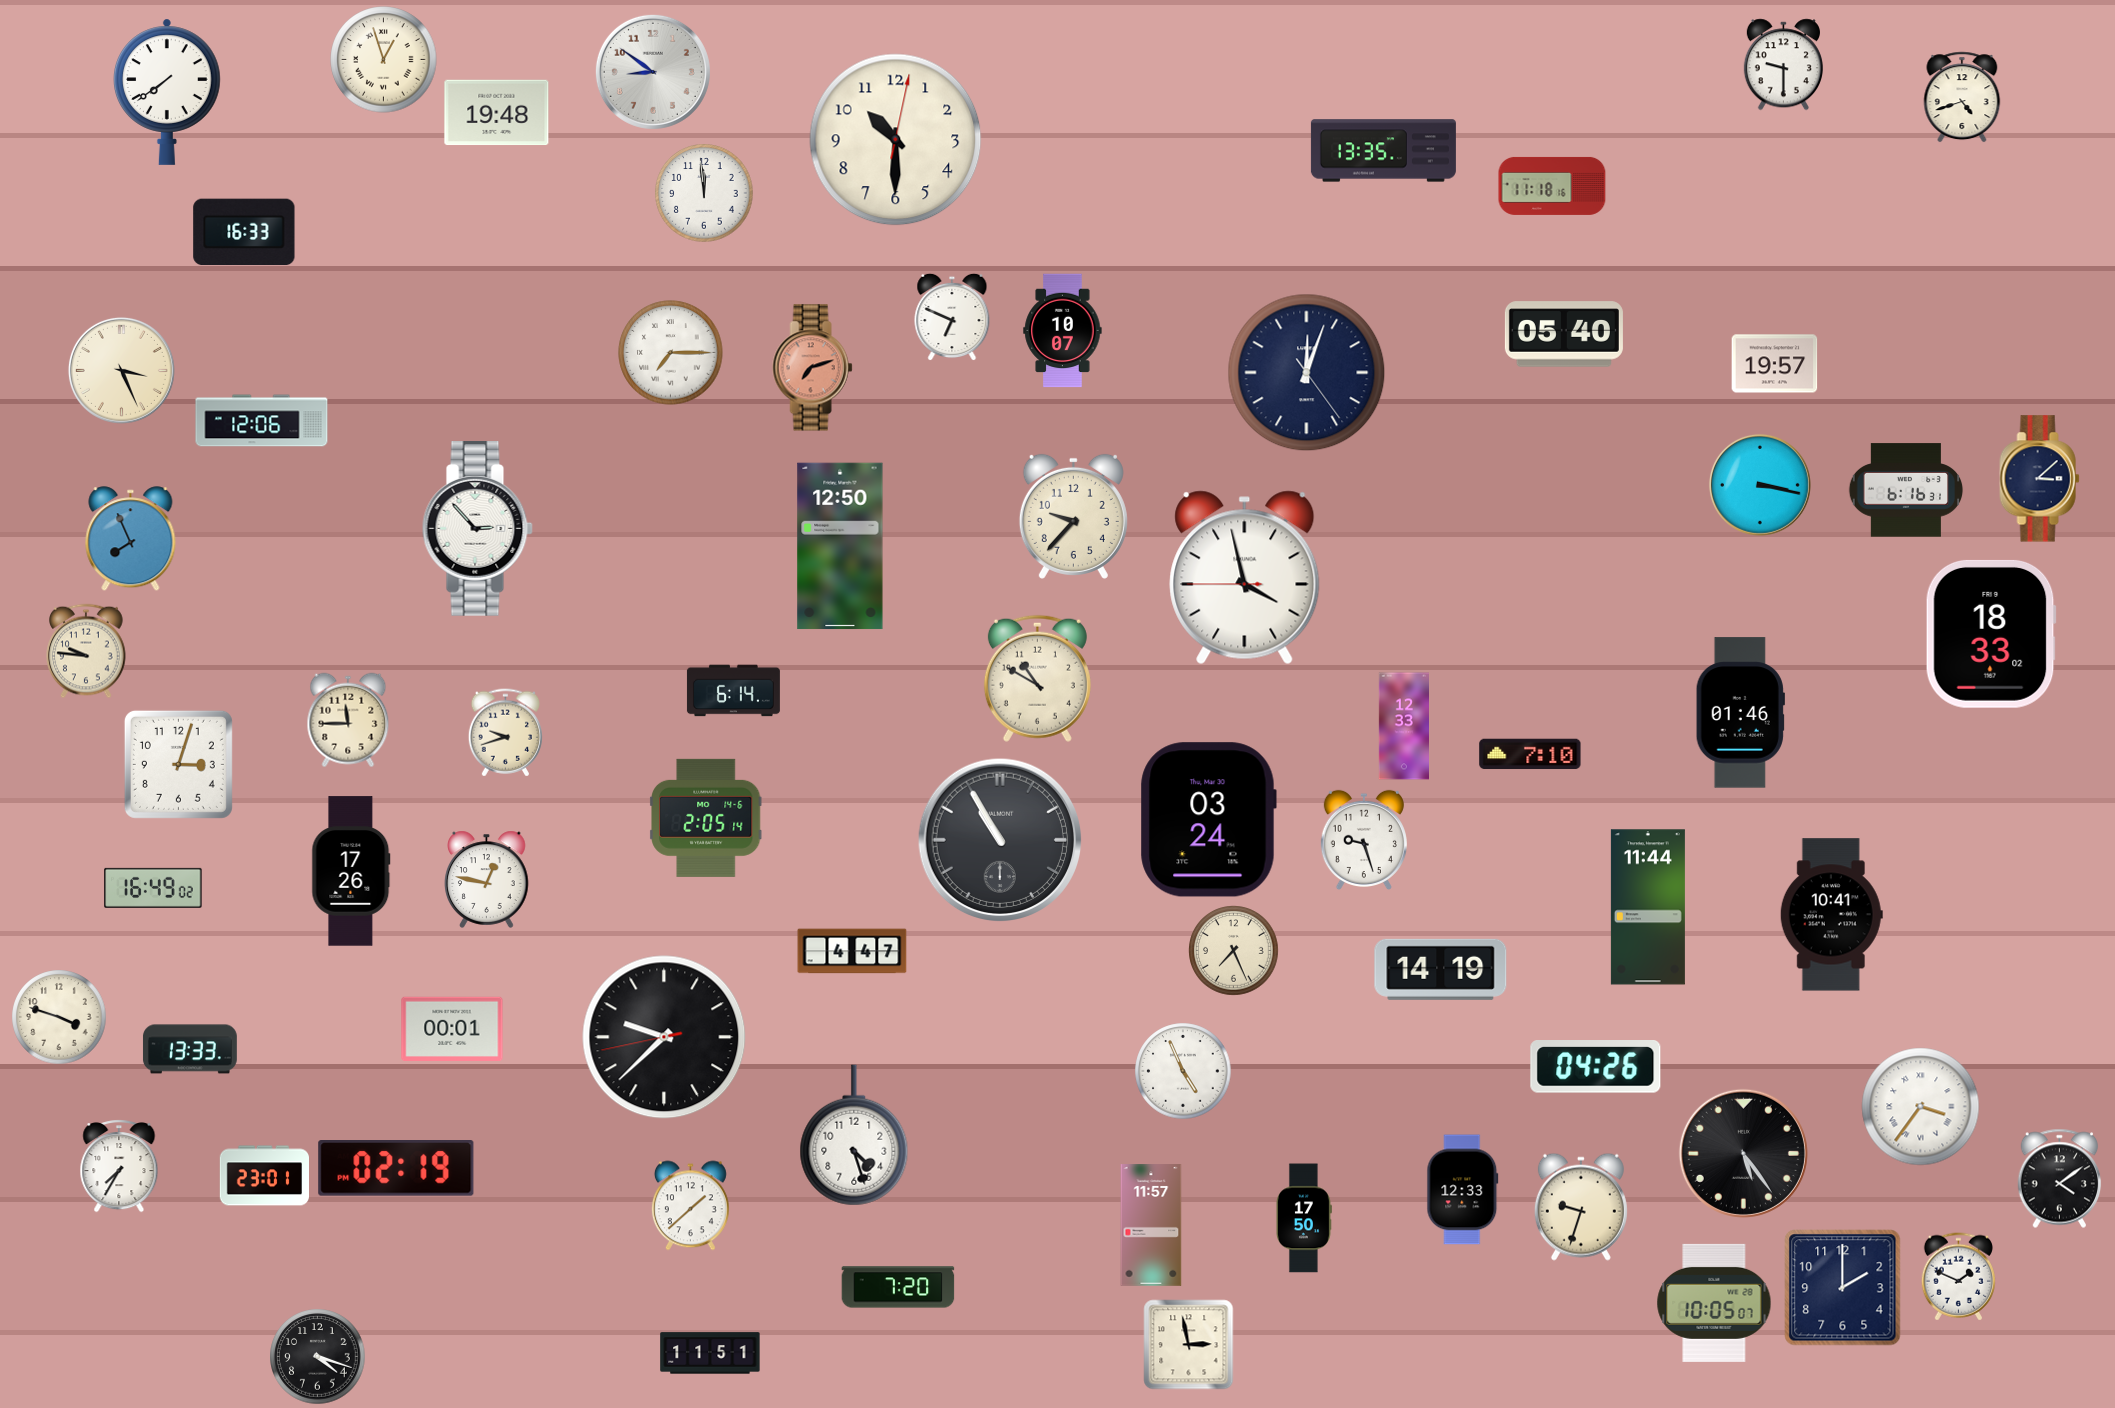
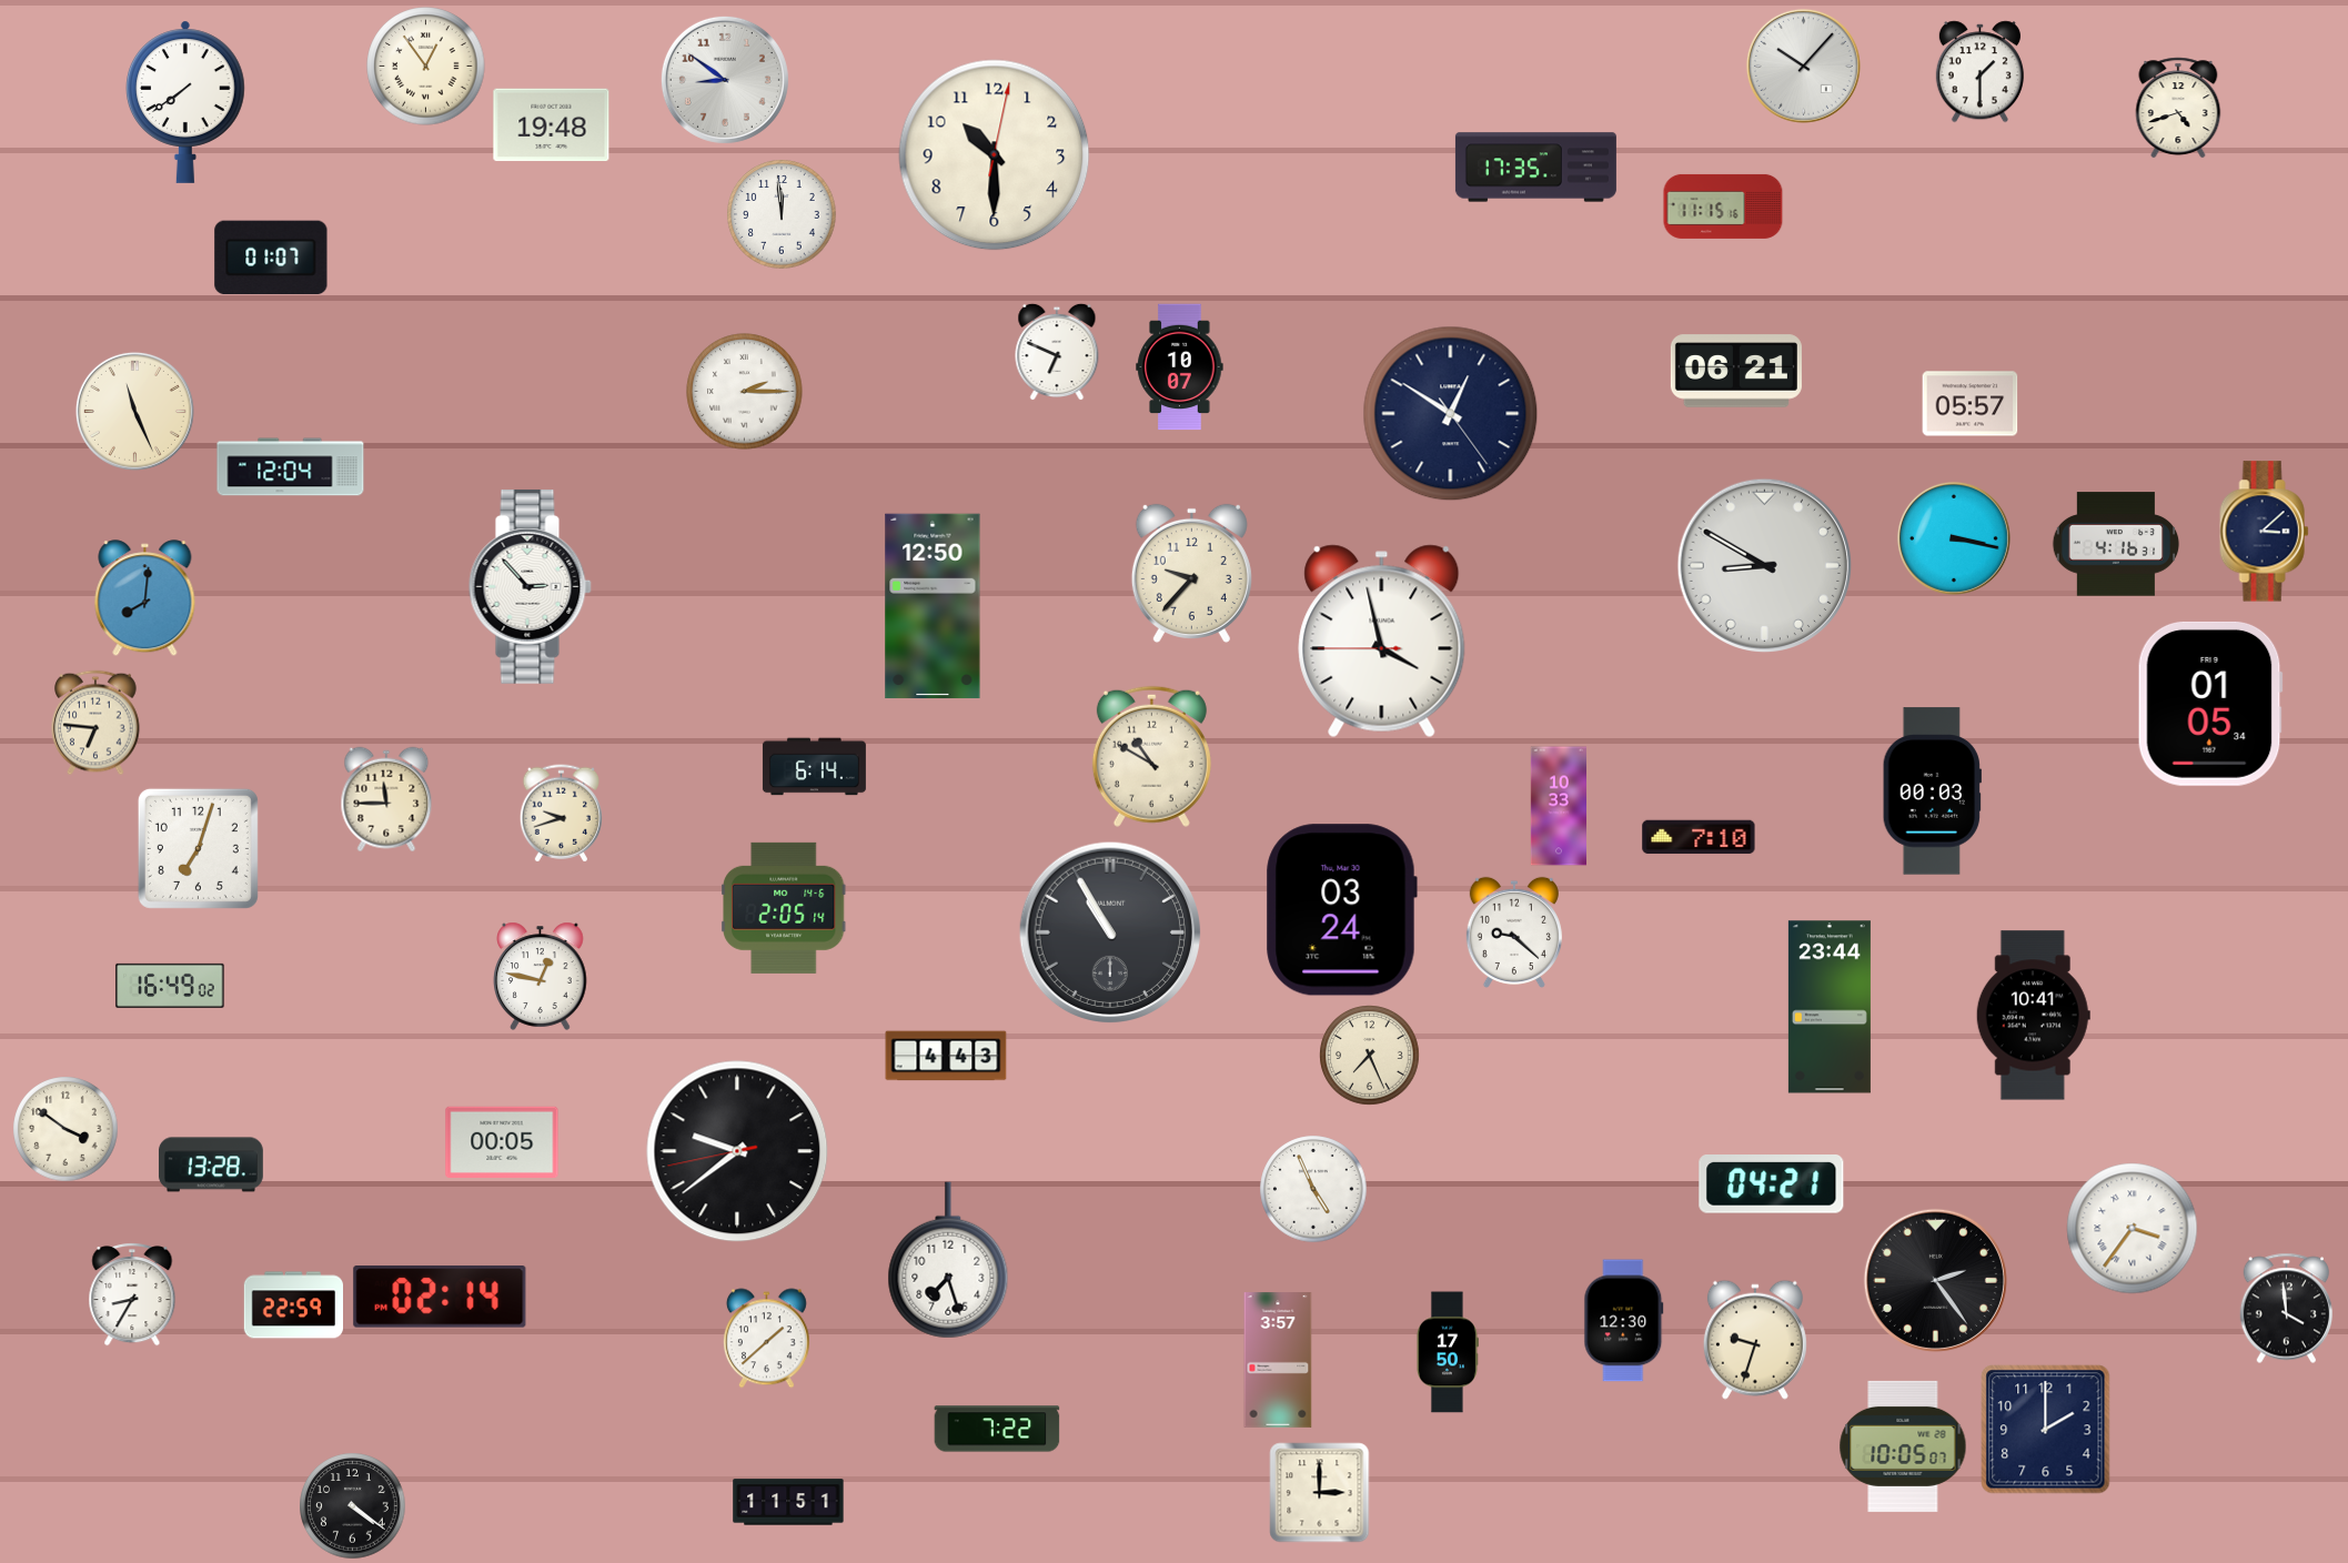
clock at (1803, 65): none -> 10:07
clock at (384, 60): 12:57 -> 12:54
clock at (1783, 65): 9:30 -> 1:30
clock at (1383, 151): 13:35 -> 17:35
clock at (1552, 186): 11:18 -> 11:15
clock at (244, 232): 16:33 -> 01:07
clock at (1564, 334): 05:40 -> 06:21
clock at (671, 353): 7:15 -> 2:15
clock at (1775, 364): 19:57 -> 05:57
clock at (813, 368): 7:12 -> none
clock at (121, 370): 3:26 -> 11:26
clock at (1307, 373): 12:03 -> 12:50
clock at (262, 421): 12:06 -> 12:04
clock at (1906, 490): 6:16 -> 4:16
clock at (1764, 565): none -> 8:50
clock at (131, 539): 7:56 -> 8:01
clock at (1991, 634): 18:33 -> 01:05
clock at (86, 651): 9:46 -> 6:46
clock at (1037, 678) position: (1037, 678) -> (1151, 756)
clock at (1740, 713): 01:46 -> 00:03
clock at (1403, 726): 12:33 -> 10:33
clock at (178, 764): 3:03 -> 7:03
clock at (1364, 840): 9:27 -> 9:22
clock at (351, 871): 17:26 -> none
clock at (1648, 907): 11:44 -> 23:44
clock at (852, 951): 4:47 -> 4:43
clock at (1441, 969): 14:19 -> none
clock at (59, 1017): 3:48 -> 3:51
clock at (452, 1028): 00:01 -> 00:05
clock at (664, 1037): 9:37 -> 9:38
clock at (190, 1049): 13:33 -> 13:28
clock at (1596, 1067): 04:26 -> 04:21
clock at (854, 1135): 4:27 -> 7:27
clock at (1743, 1153): 5:24 -> 2:24
clock at (119, 1166): 7:35 -> 8:35
clock at (396, 1169): 02:19 -> 02:14
clock at (264, 1176): 23:01 -> 22:59
clock at (2060, 1179): 4:09 -> 3:59
clock at (1463, 1190): 12:33 -> 12:30
clock at (1151, 1225): 11:57 -> 3:57
clock at (1958, 1277): 1:49 -> none
clock at (898, 1287): 7:20 -> 7:22
clock at (1189, 1345): 2:58 -> 3:00
clock at (318, 1357): 4:18 -> 4:21
